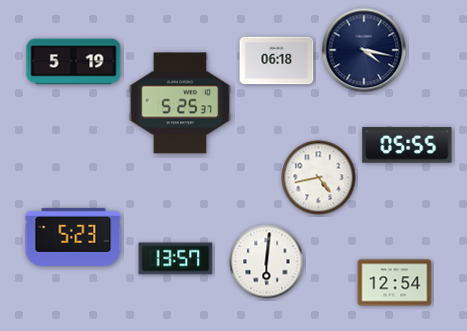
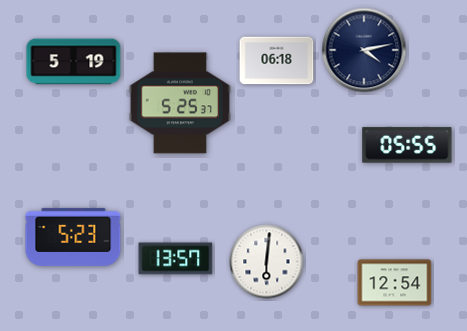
clock at (364, 50): 4:17 -> 4:13
clock at (319, 178): 4:43 -> none
